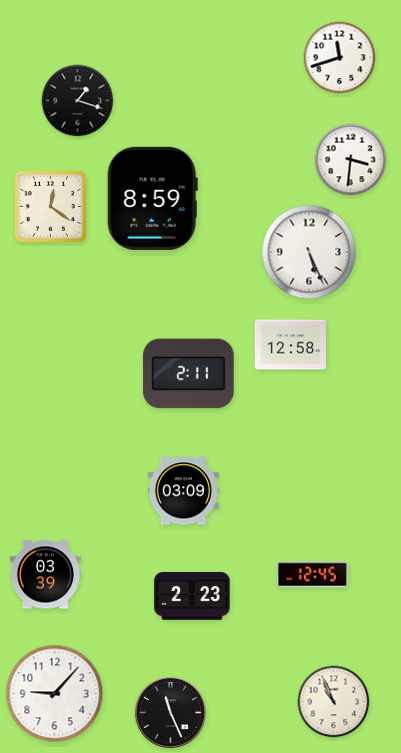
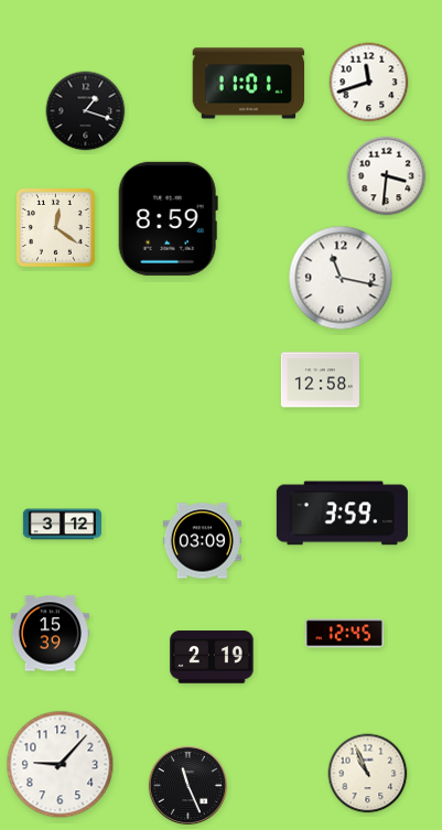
clock at (340, 58) position: (340, 58) -> (369, 83)
clock at (249, 84): none -> 11:01
clock at (309, 252): 5:26 -> 11:17
clock at (189, 374): 2:11 -> none
clock at (342, 514): none -> 3:59
clock at (62, 525): none -> 3:12
clock at (45, 575): 03:39 -> 15:39
clock at (192, 596): 2:23 -> 2:19
